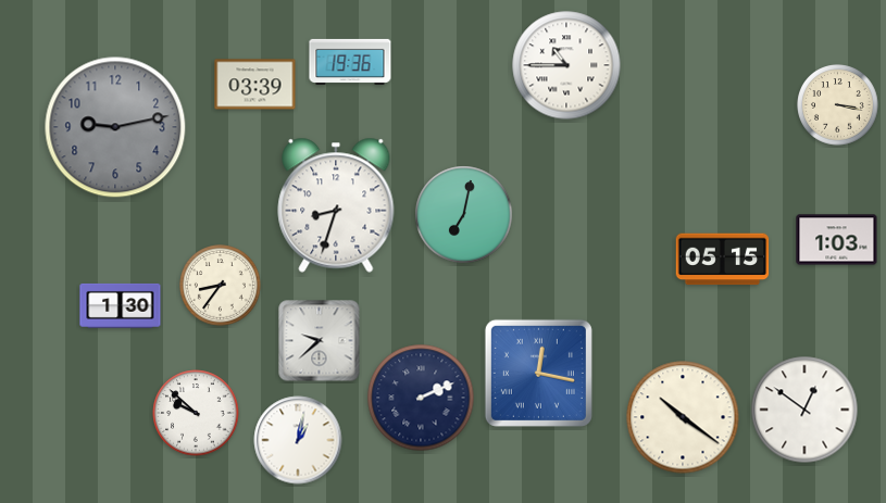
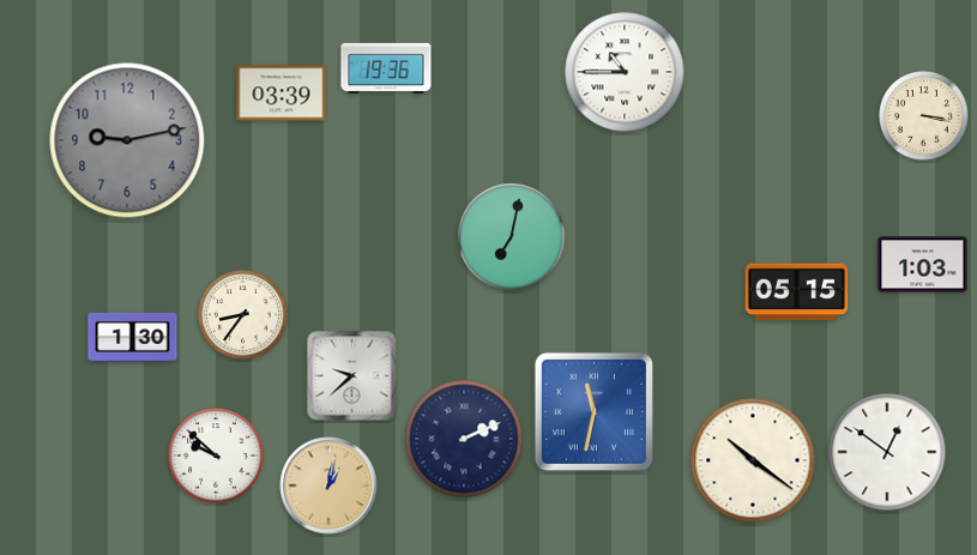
clock at (336, 205): 8:33 -> none
clock at (723, 260) position: (723, 260) -> (797, 292)
clock at (538, 373): 12:17 -> 11:32
clock at (298, 440) dial: white -> champagne
